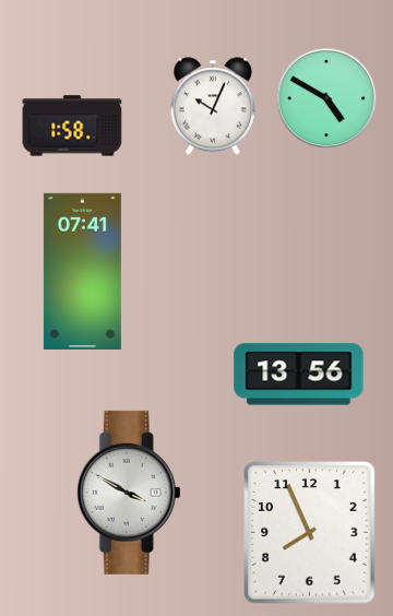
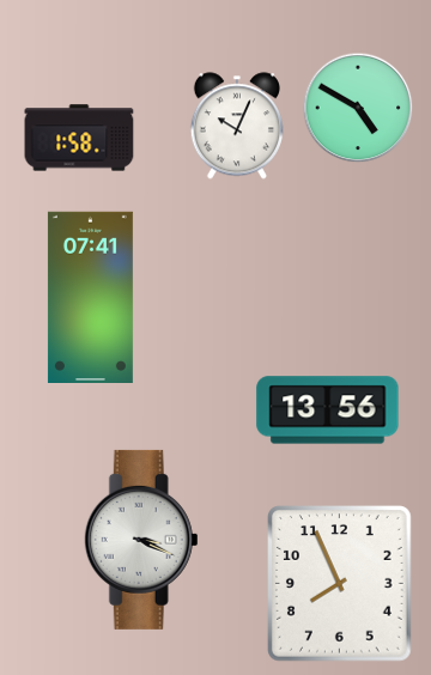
clock at (213, 106) position: (213, 106) -> (237, 126)
clock at (129, 493): 3:50 -> 3:19
